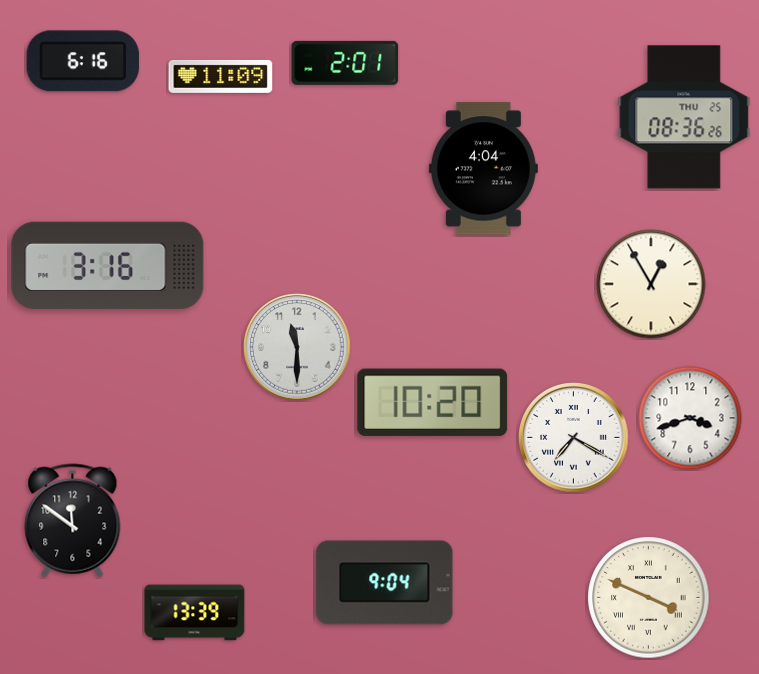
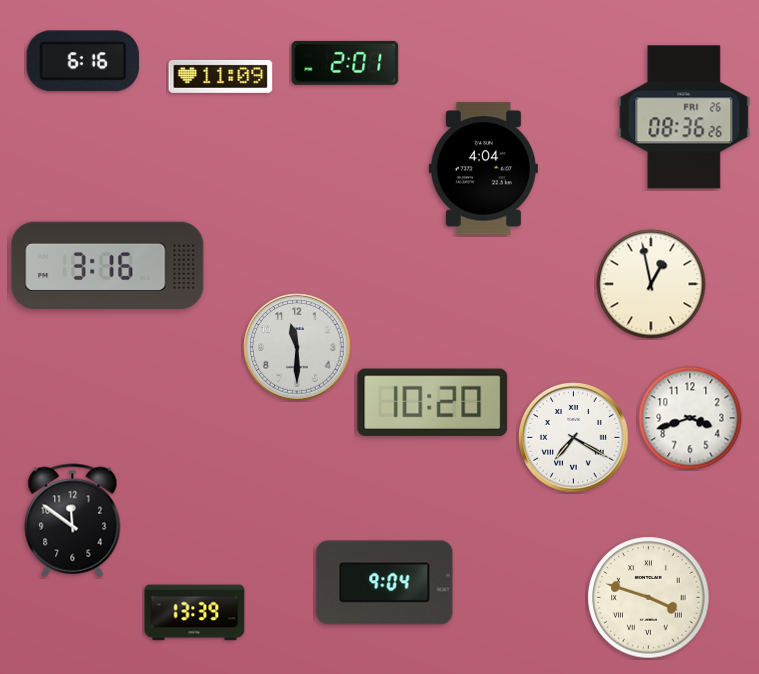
clock at (684, 117) date: THU 25 -> FRI 26
clock at (651, 284): 12:55 -> 12:58
clock at (649, 598): 3:49 -> 3:48
